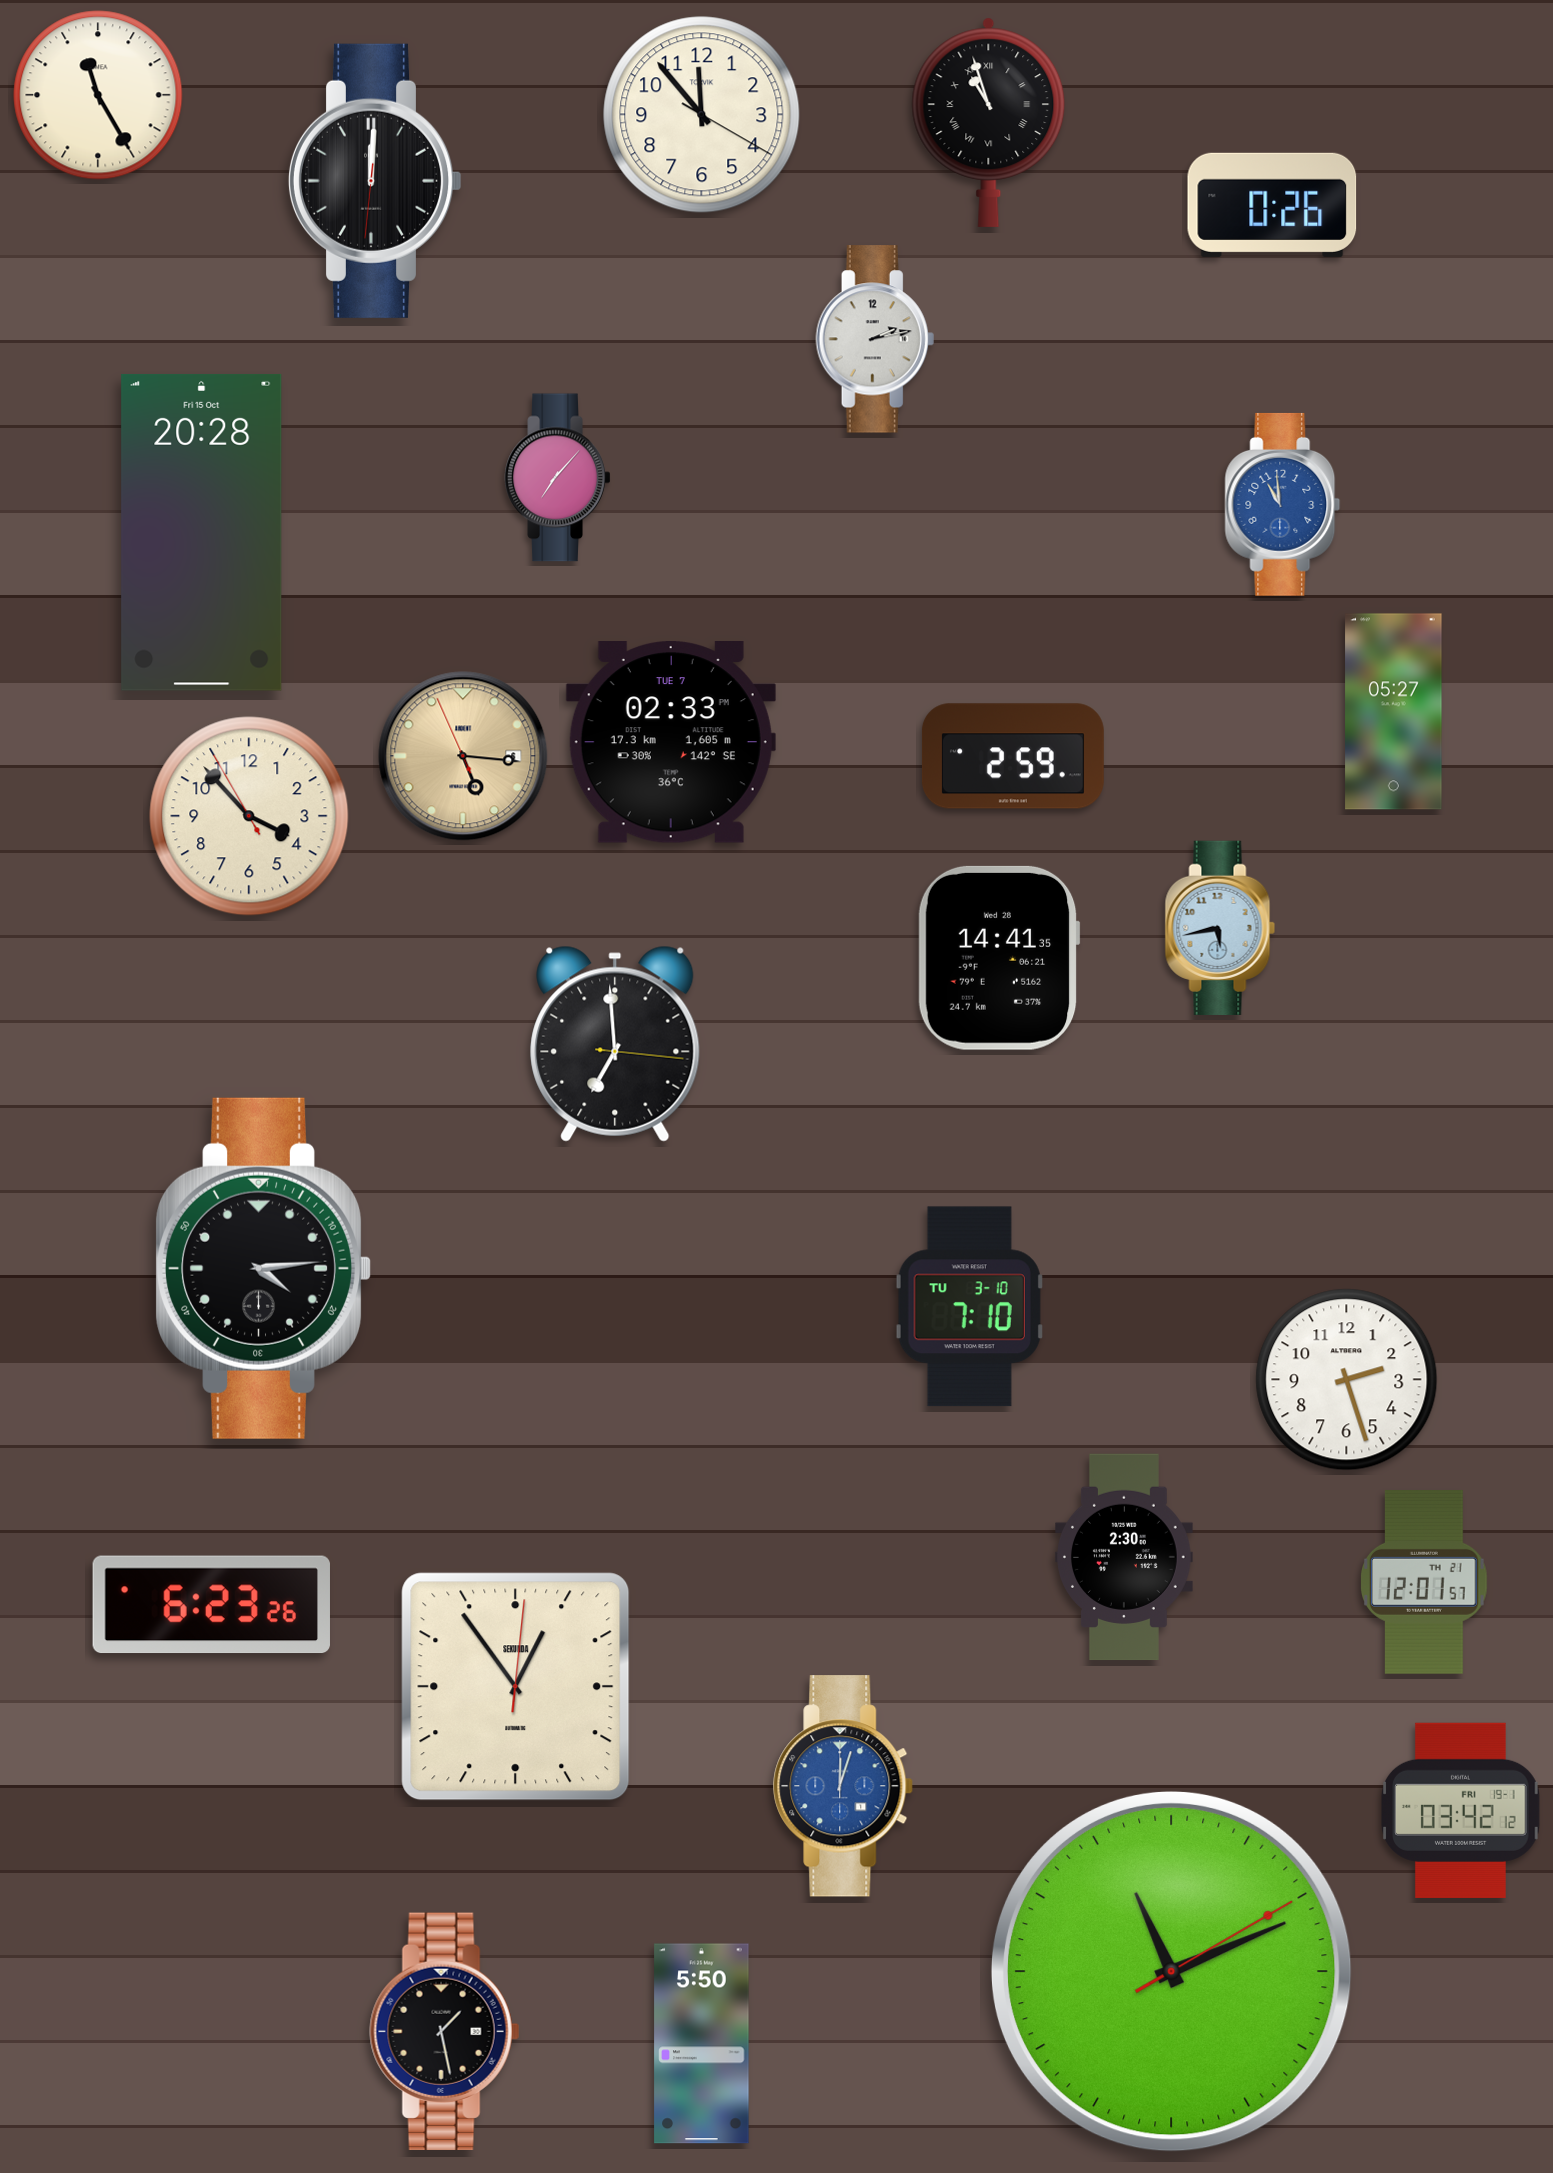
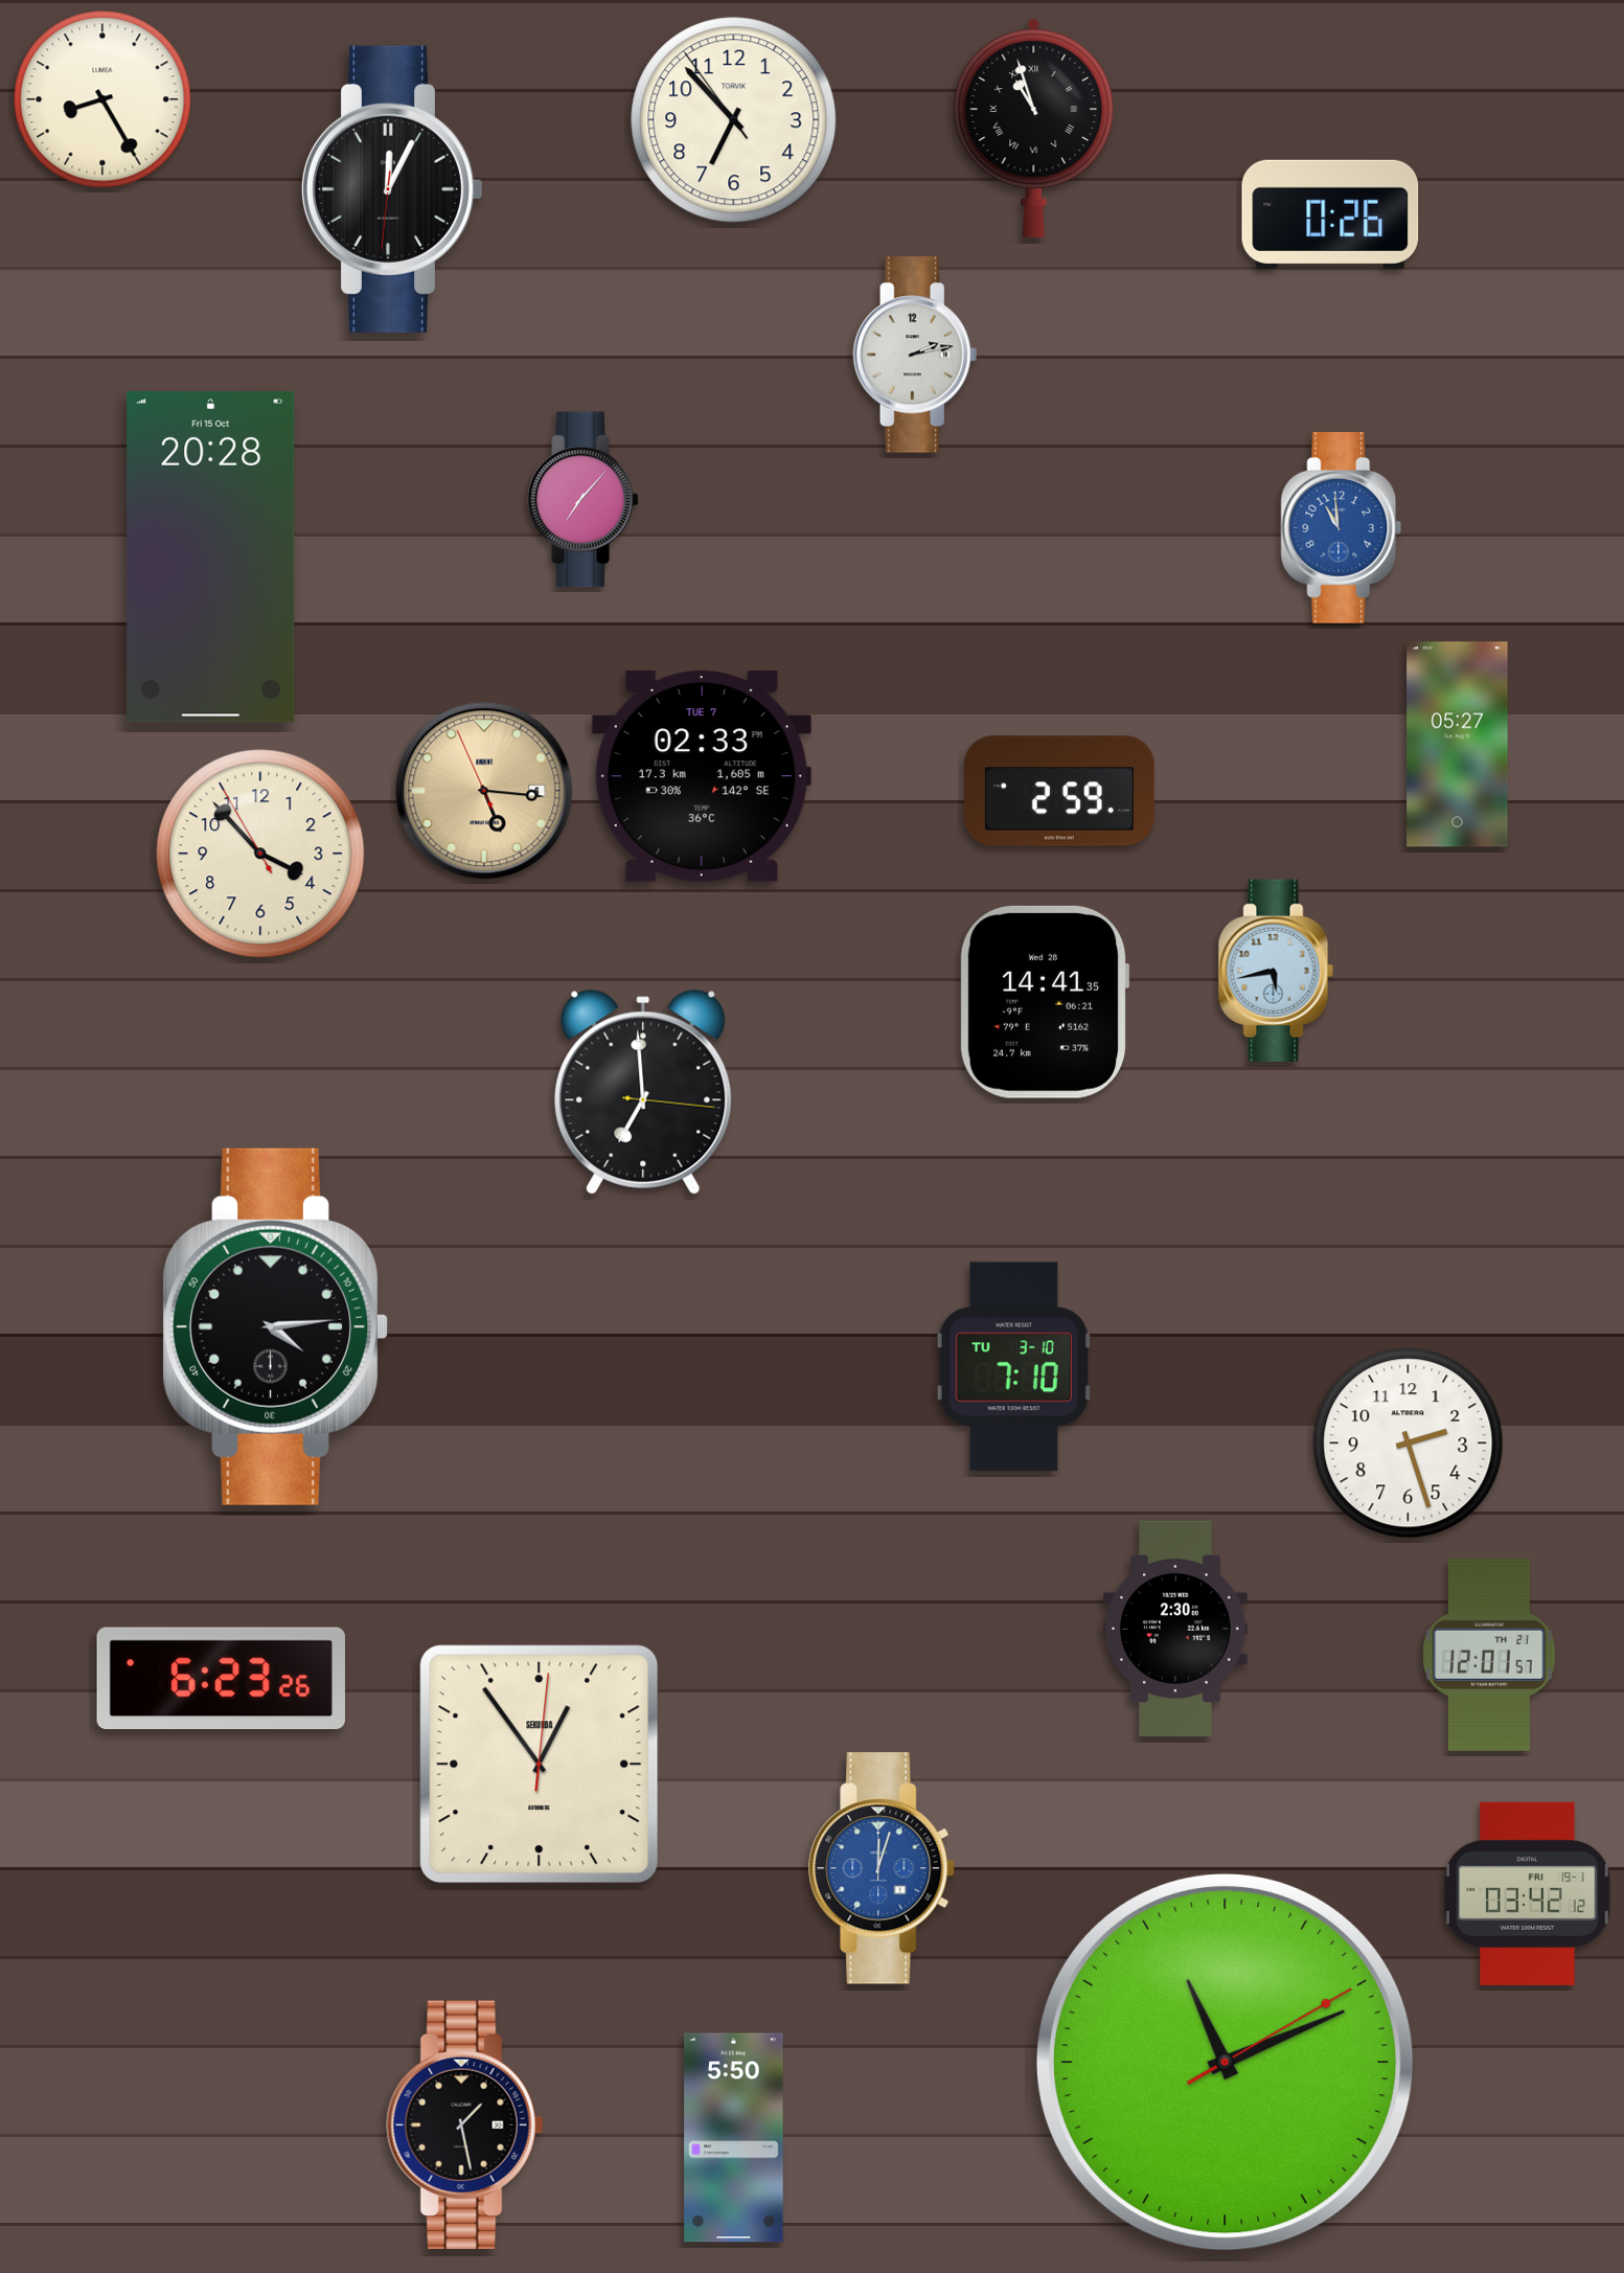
clock at (98, 95): 11:25 -> 8:25
clock at (702, 115): 11:53 -> 6:52
clock at (375, 181): 12:00 -> 12:04
